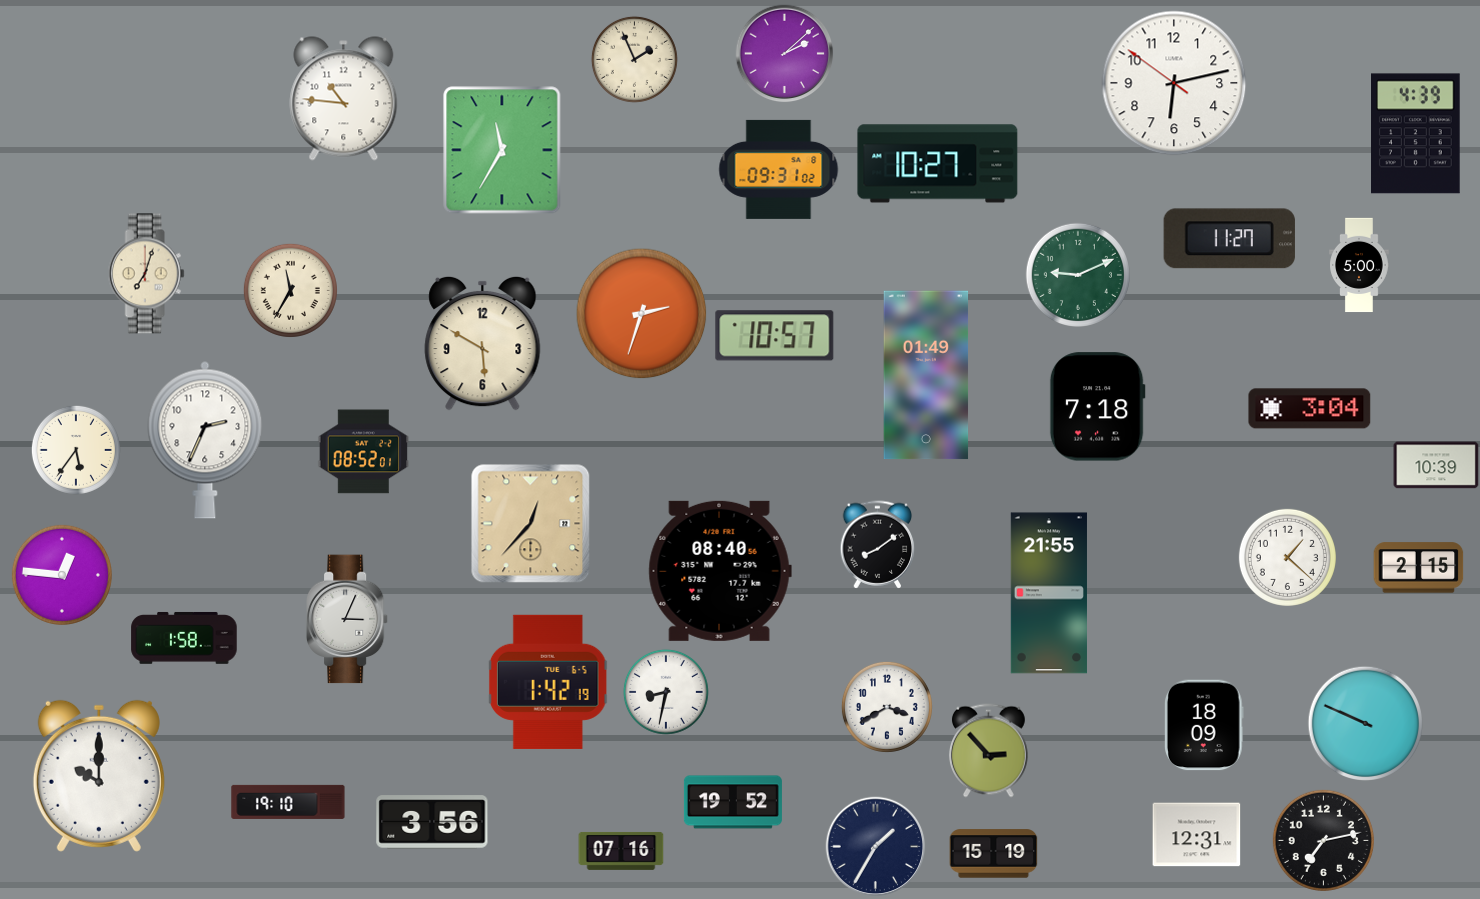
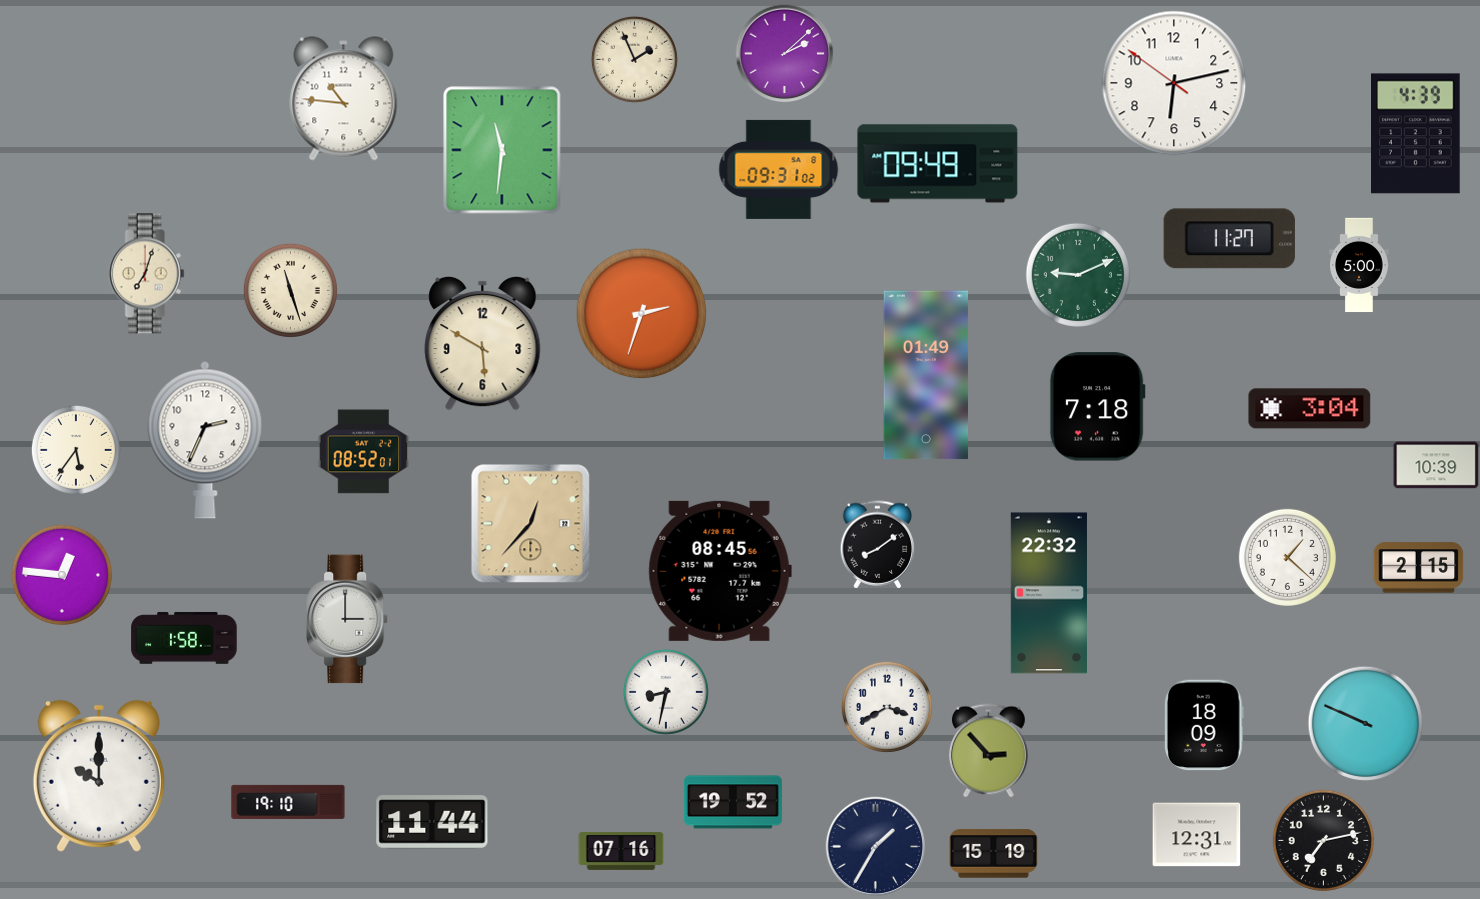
clock at (502, 150): 11:35 -> 11:31
clock at (938, 164): 10:27 -> 09:49
clock at (290, 290): 11:35 -> 11:27
clock at (775, 336): 10:57 -> none
clock at (720, 571): 08:40 -> 08:45
clock at (1049, 593): 21:55 -> 22:32
clock at (347, 619): 3:04 -> 3:00
clock at (548, 682): 1:42 -> none
clock at (432, 822): 3:56 -> 11:44
